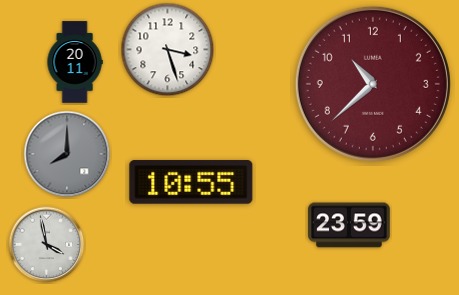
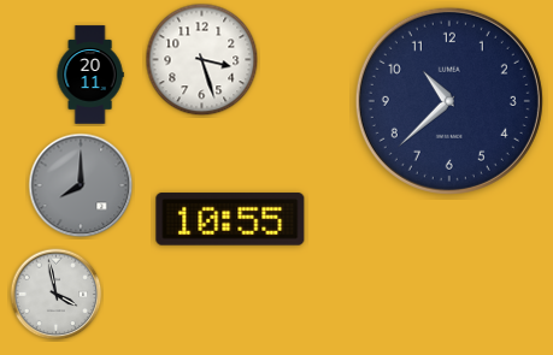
clock at (373, 84) dial: burgundy -> navy
clock at (349, 225): 23:59 -> none
